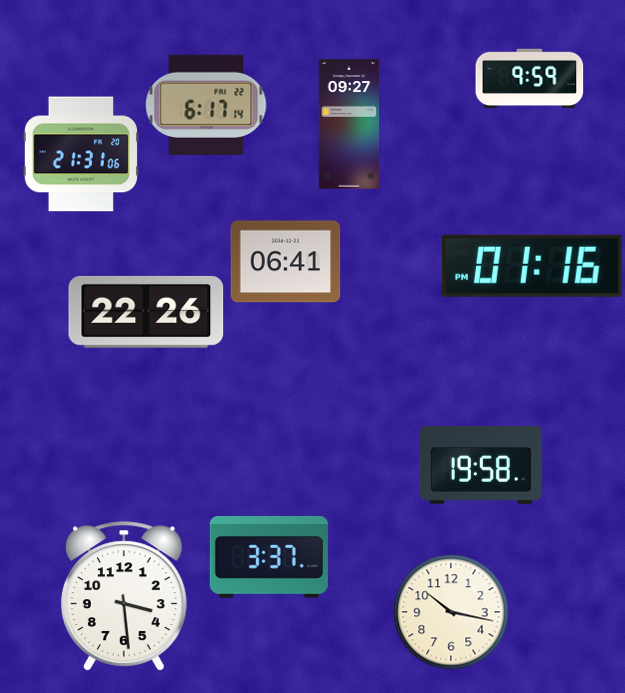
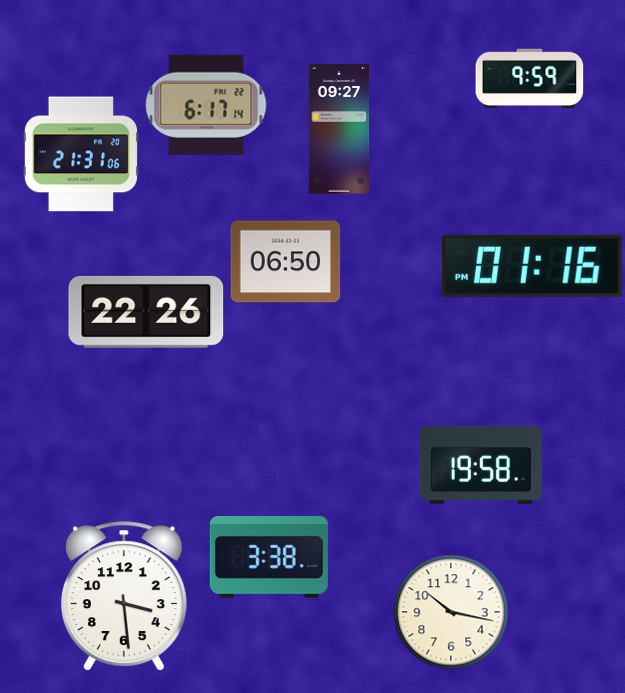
clock at (349, 124) position: (349, 124) -> (339, 129)
clock at (286, 262): 06:41 -> 06:50
clock at (269, 557): 3:37 -> 3:38
